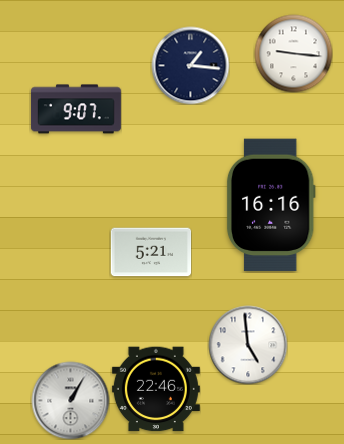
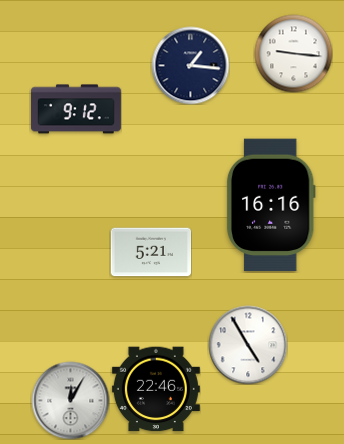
clock at (76, 109): 9:07 -> 9:12
clock at (248, 345): 4:59 -> 4:55
clock at (70, 400): 1:05 -> 12:05
